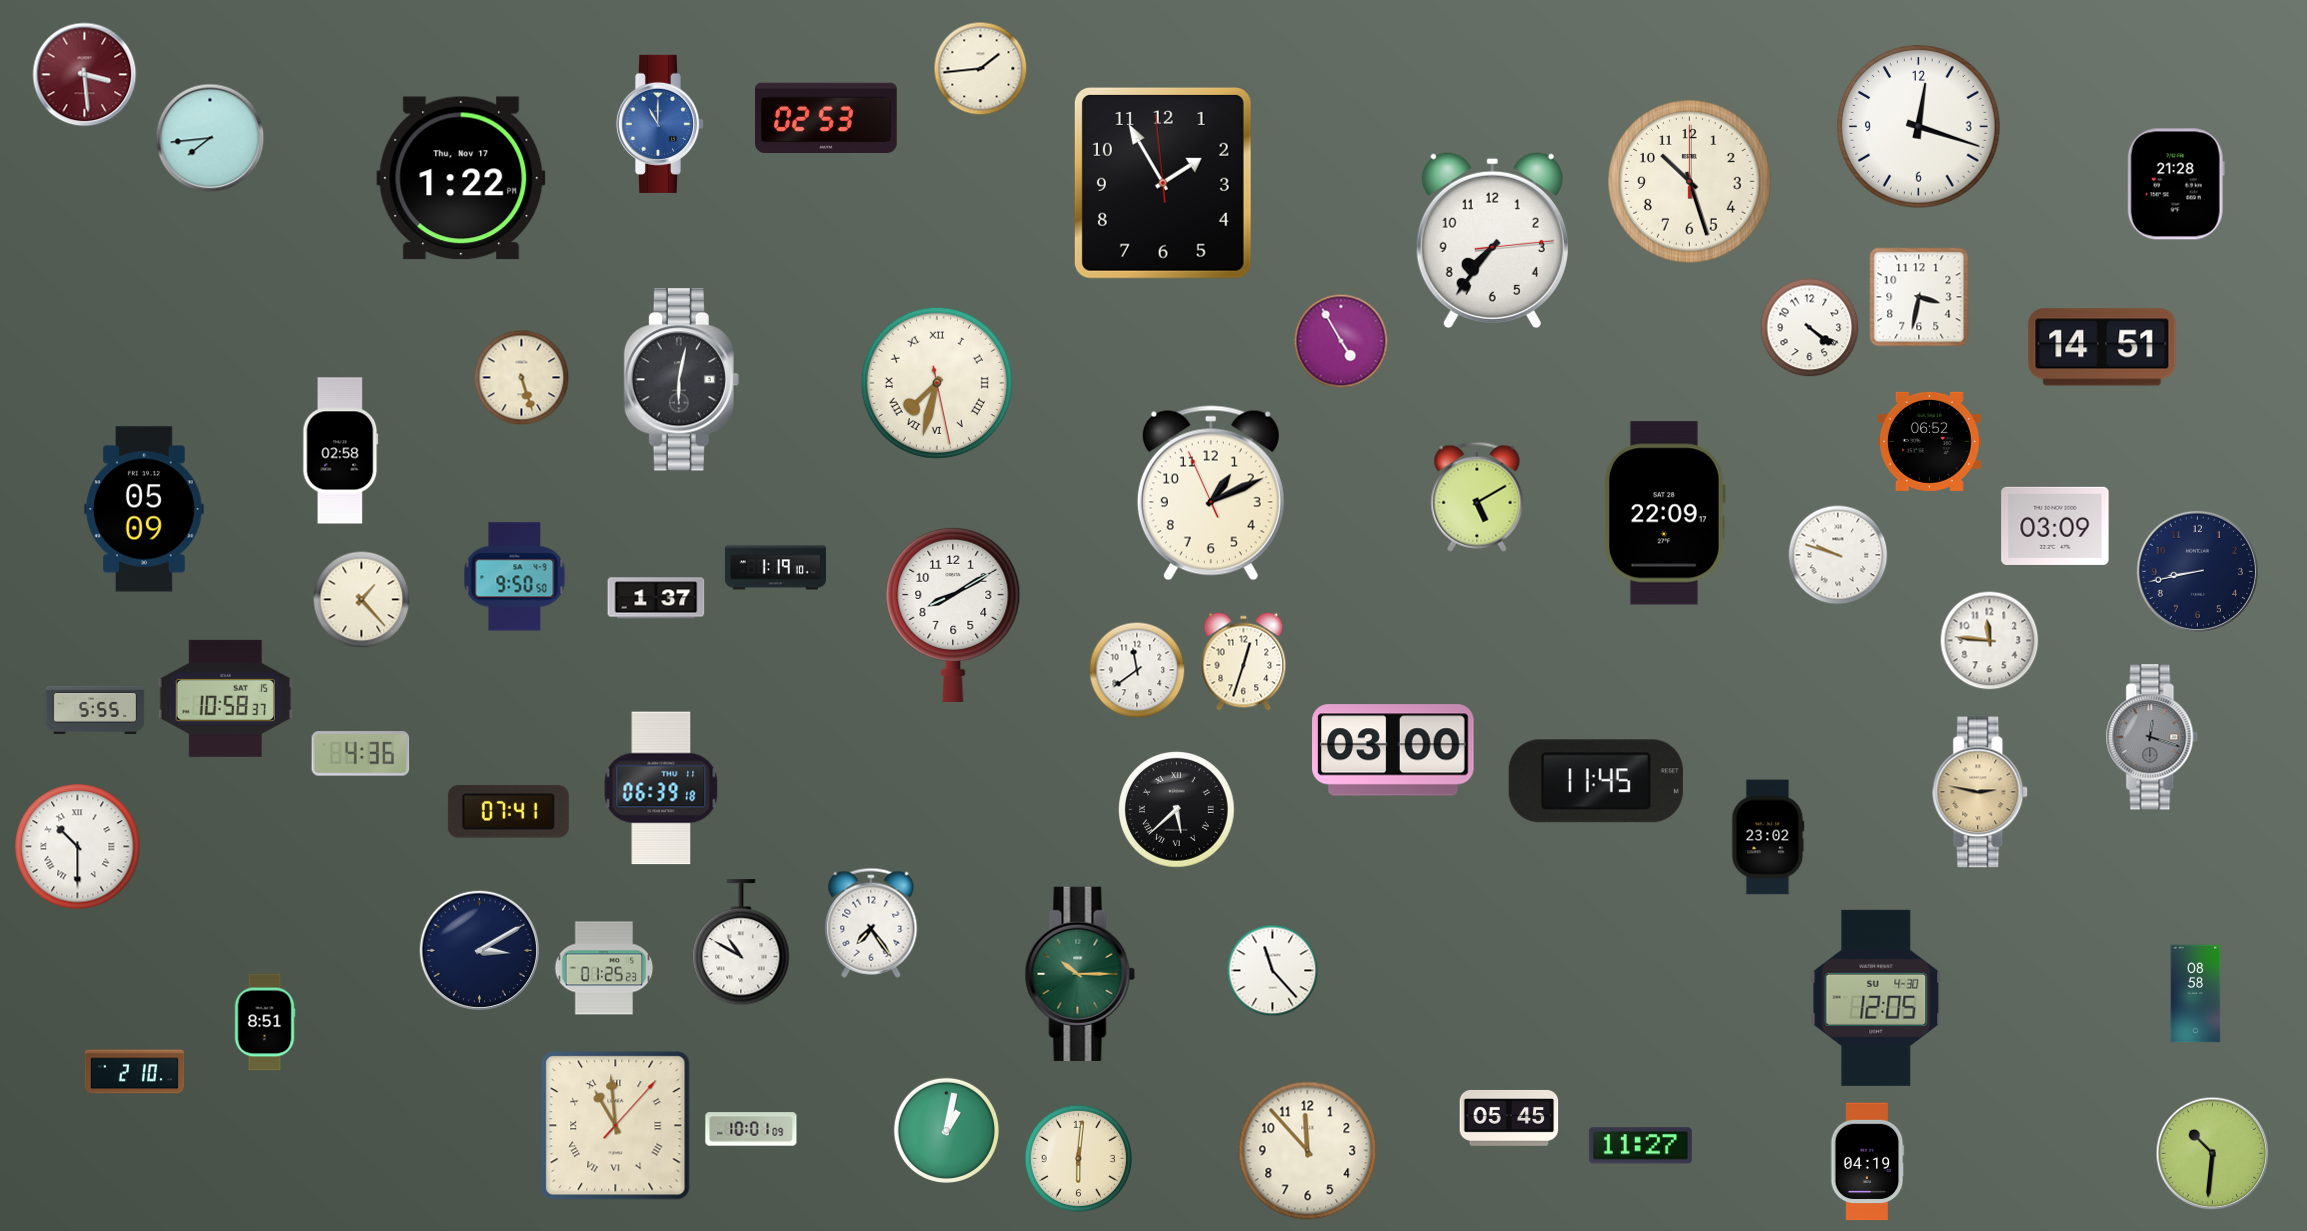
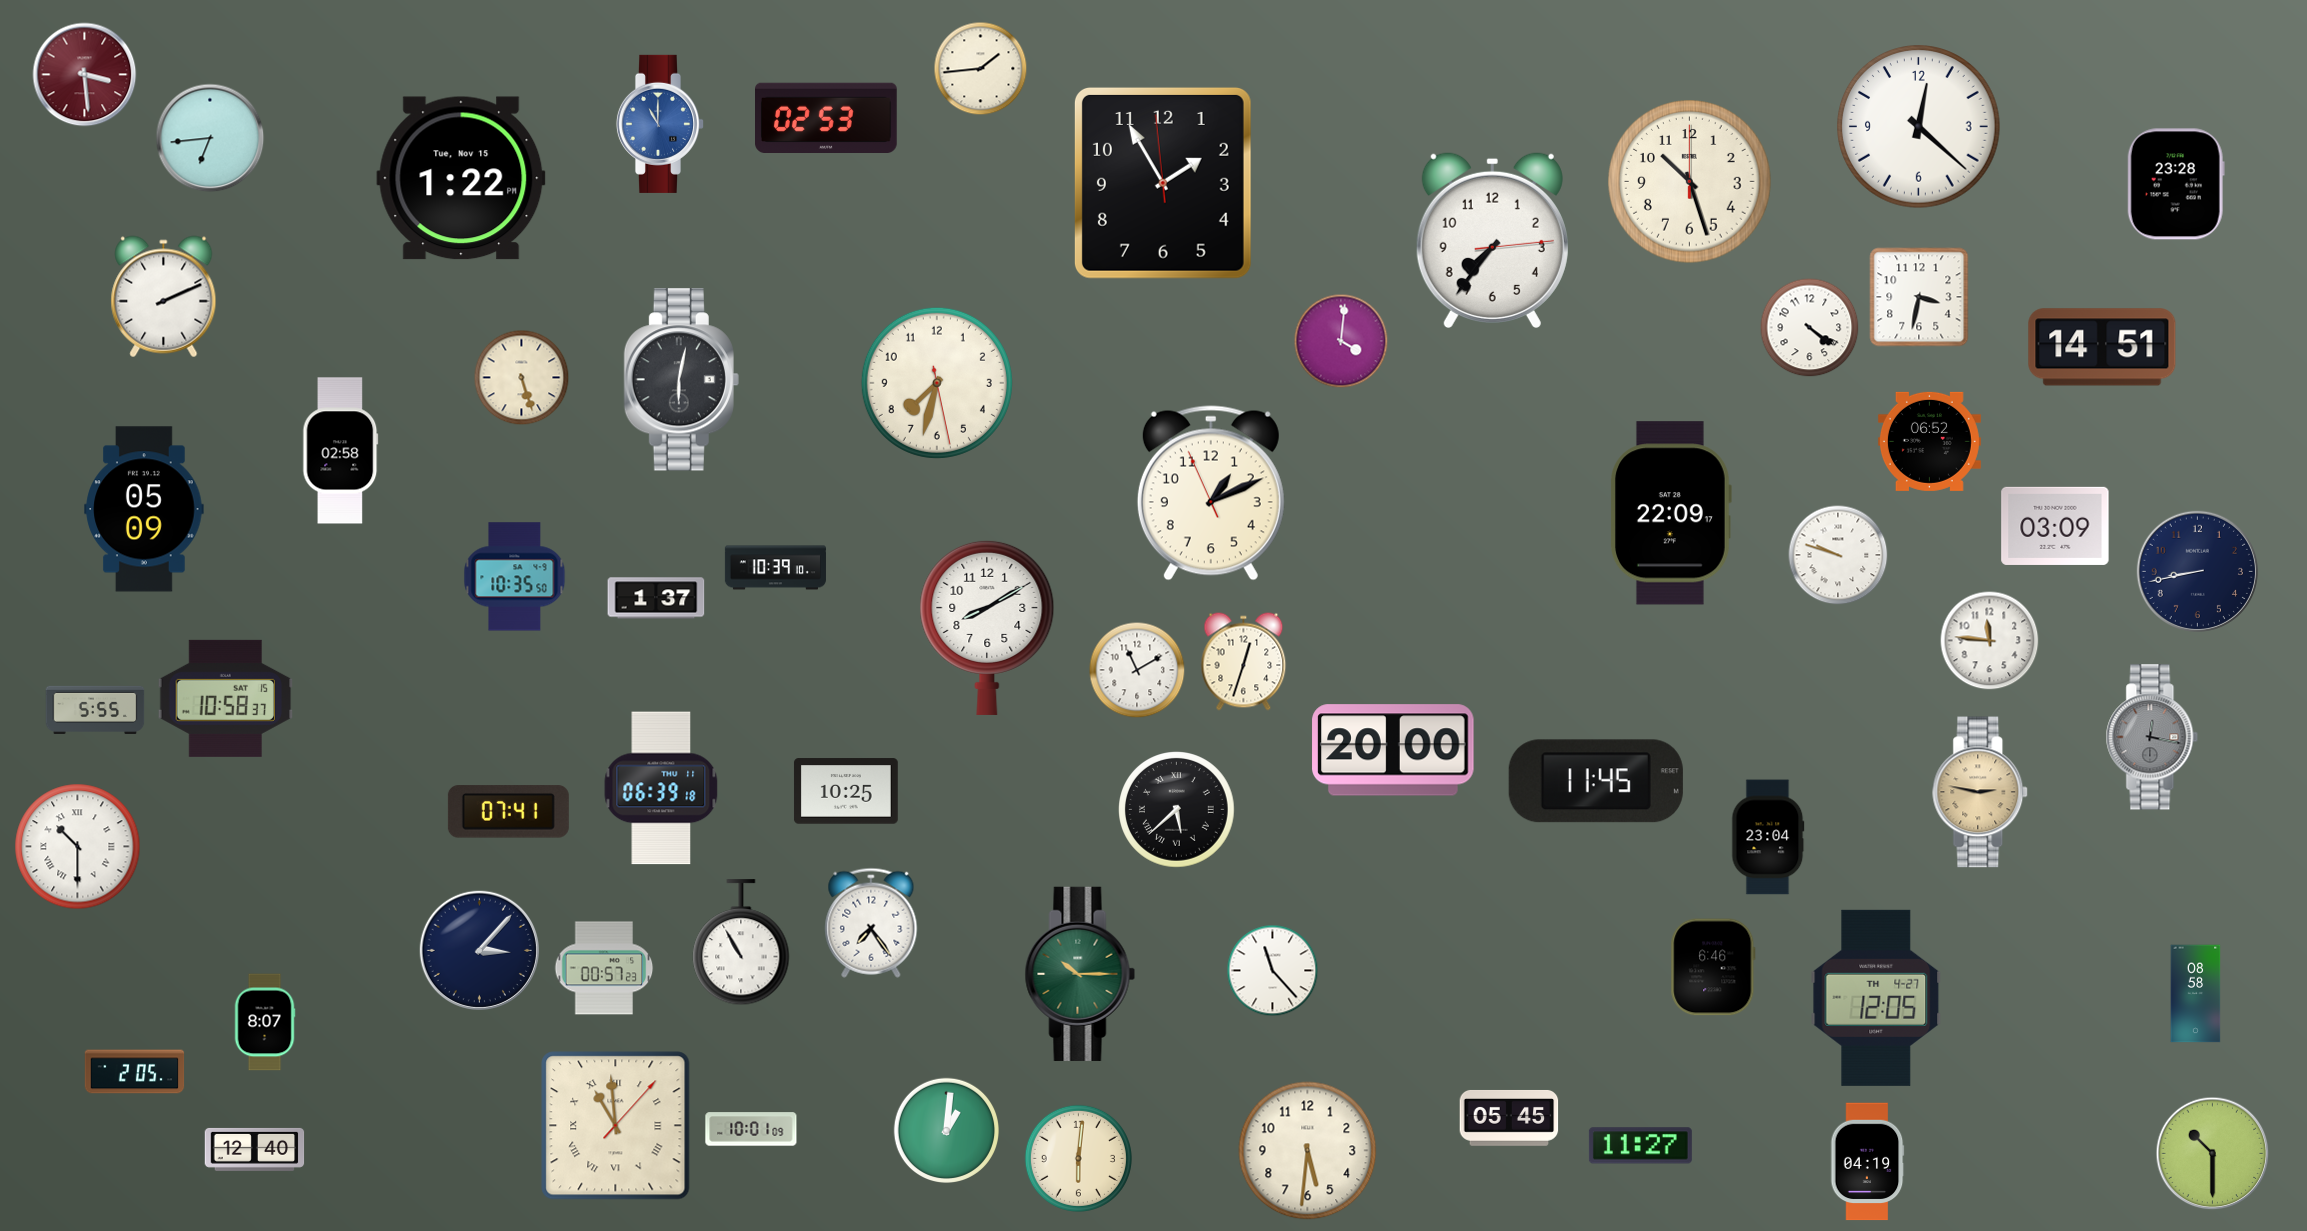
clock at (1919, 127): 12:18 -> 12:22
clock at (210, 138): 7:44 -> 6:44
clock at (461, 178) date: Thu, Nov 17 -> Tue, Nov 15
clock at (2176, 184): 21:28 -> 23:28
clock at (164, 297): none -> 2:11
clock at (1341, 341): 4:55 -> 4:01
clock at (937, 383) numerals: Roman -> Arabic
clock at (1477, 497): 5:10 -> none
clock at (1665, 513) position: (1665, 513) -> (1671, 513)
clock at (775, 568): 1:19 -> 10:39
clock at (515, 577): 9:50 -> 10:35
clock at (362, 600): 1:23 -> none
clock at (953, 614) position: (953, 614) -> (987, 627)
clock at (1137, 670): 11:39 -> 11:10
clock at (2152, 737): 12:18 -> 12:17
clock at (1393, 750): 03:00 -> 20:00
clock at (361, 754): 4:36 -> none
clock at (846, 791): none -> 10:25
clock at (1768, 837): 23:02 -> 23:04
clock at (741, 943): 10:50 -> 10:55
clock at (479, 950): 3:10 -> 3:07
clock at (1713, 967): none -> 6:46
clock at (604, 968): 01:25 -> 00:57
clock at (1876, 998) date: SU 4-30 -> TH 4-27
clock at (265, 1022): 8:51 -> 8:07
clock at (135, 1072): 2:10 -> 2:05
clock at (946, 1130): 1:02 -> 1:01
clock at (255, 1149): none -> 12:40
clock at (1308, 1151): 11:53 -> 5:31
clock at (2213, 1154): 10:31 -> 10:30
